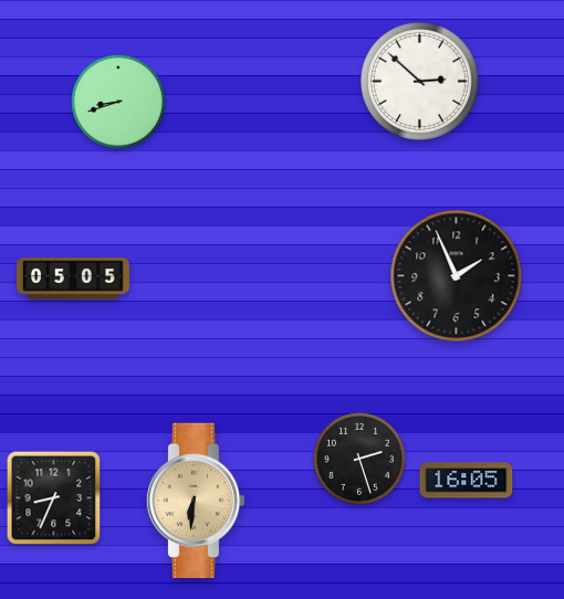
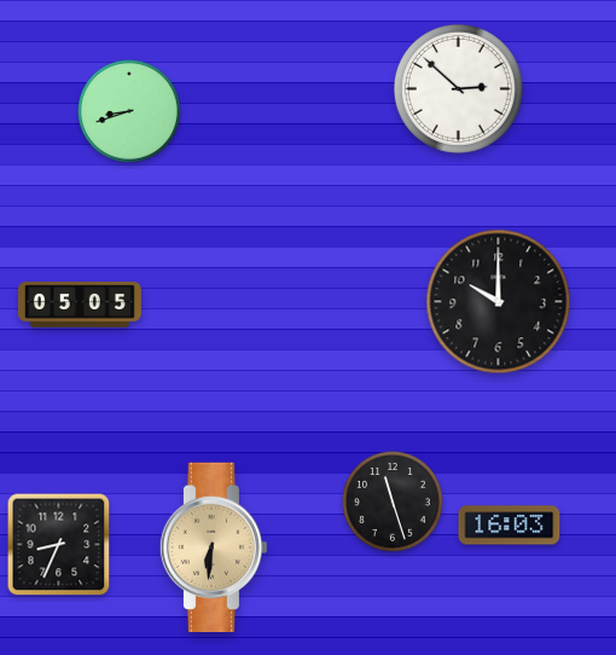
clock at (457, 276): 1:56 -> 10:00
clock at (359, 459): 2:27 -> 11:27
clock at (467, 481): 16:05 -> 16:03
